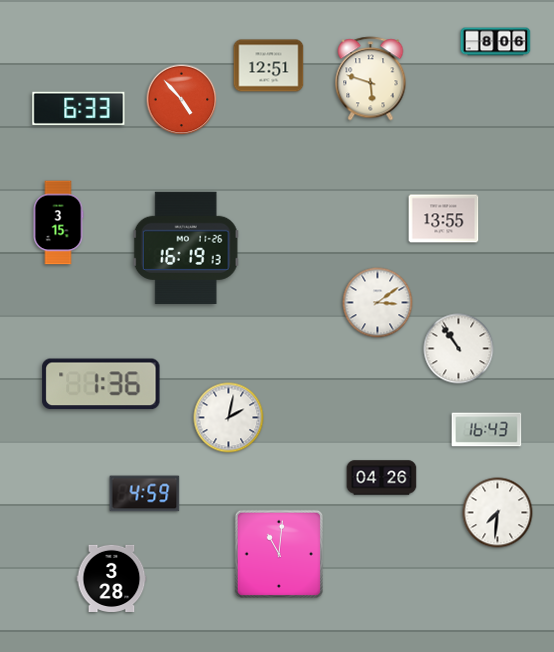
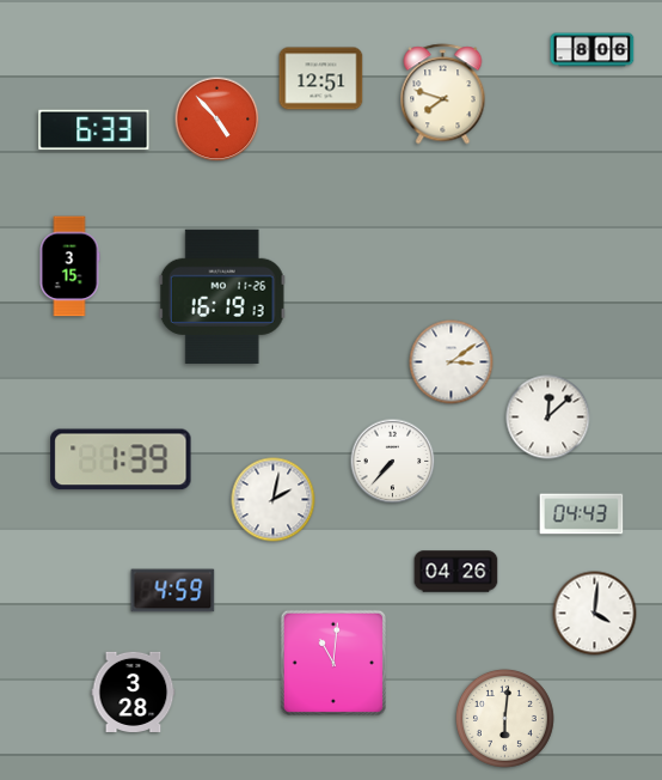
clock at (371, 79): 5:48 -> 7:48
clock at (444, 219): 13:55 -> none
clock at (459, 349): 10:54 -> 12:08
clock at (101, 384): 1:36 -> 1:39
clock at (393, 462): none -> 7:37
clock at (487, 430): 16:43 -> 04:43
clock at (498, 513): 7:31 -> 4:01
clock at (504, 718): none -> 6:01
